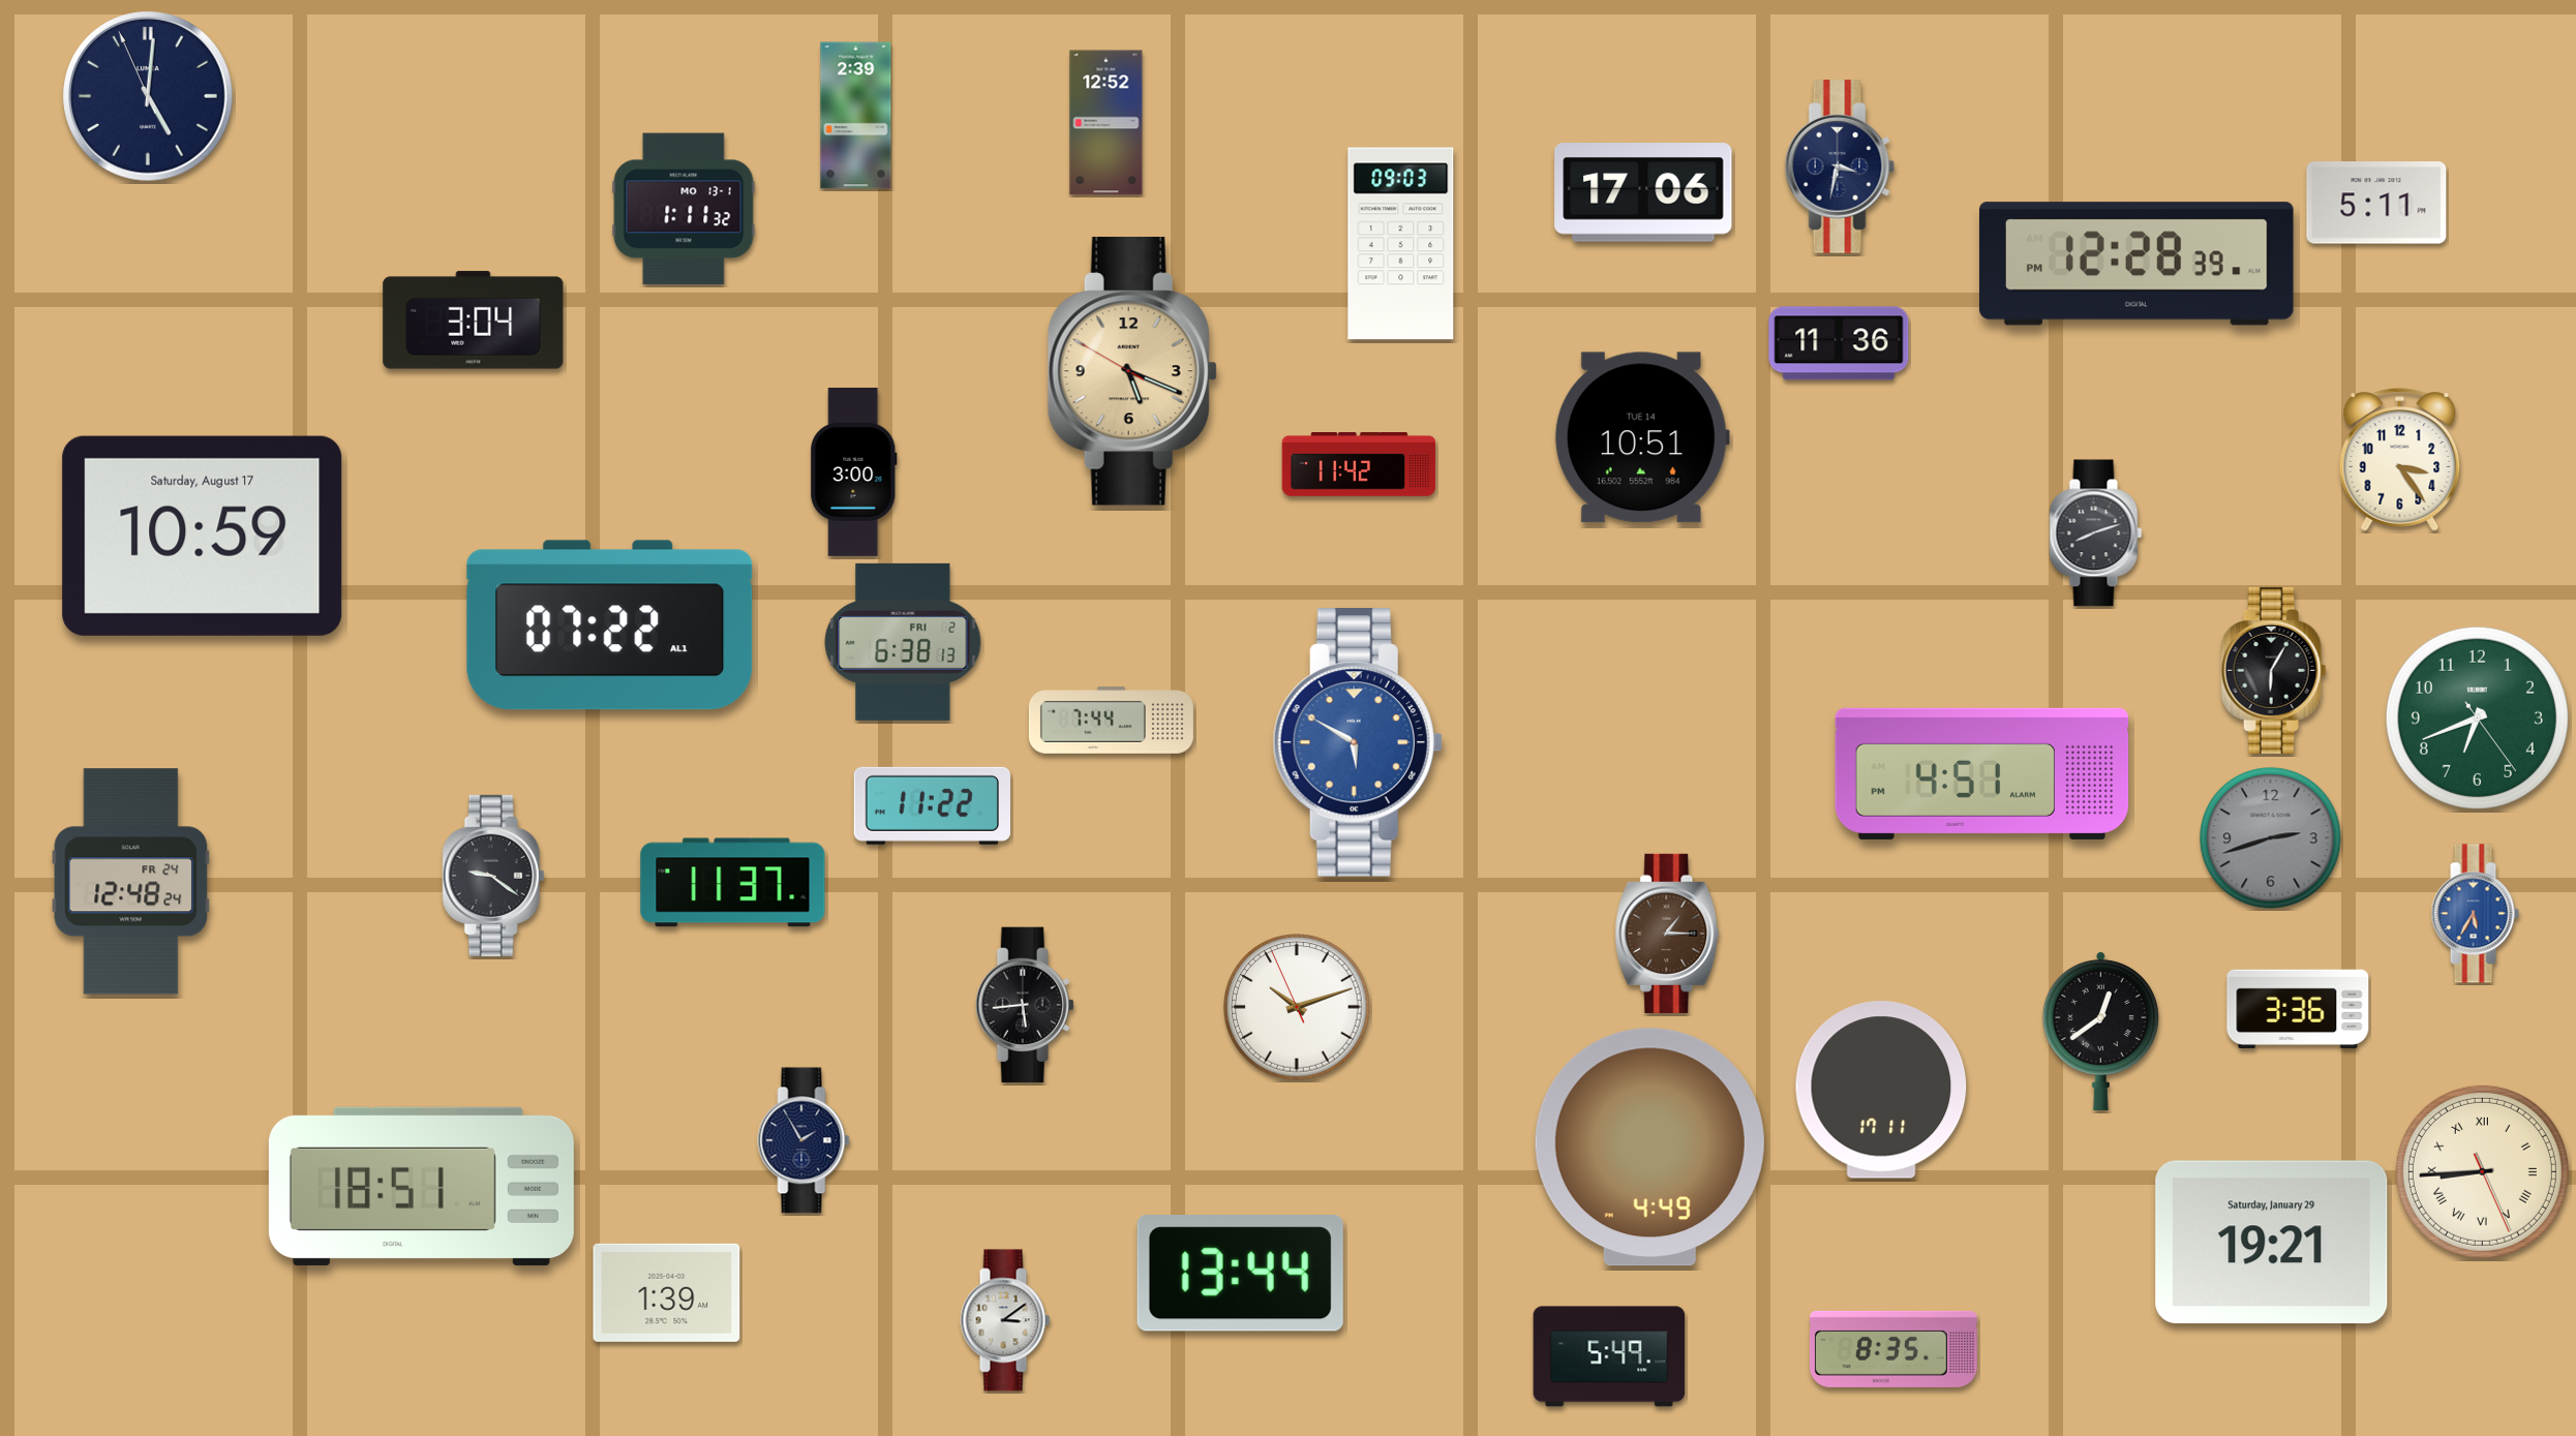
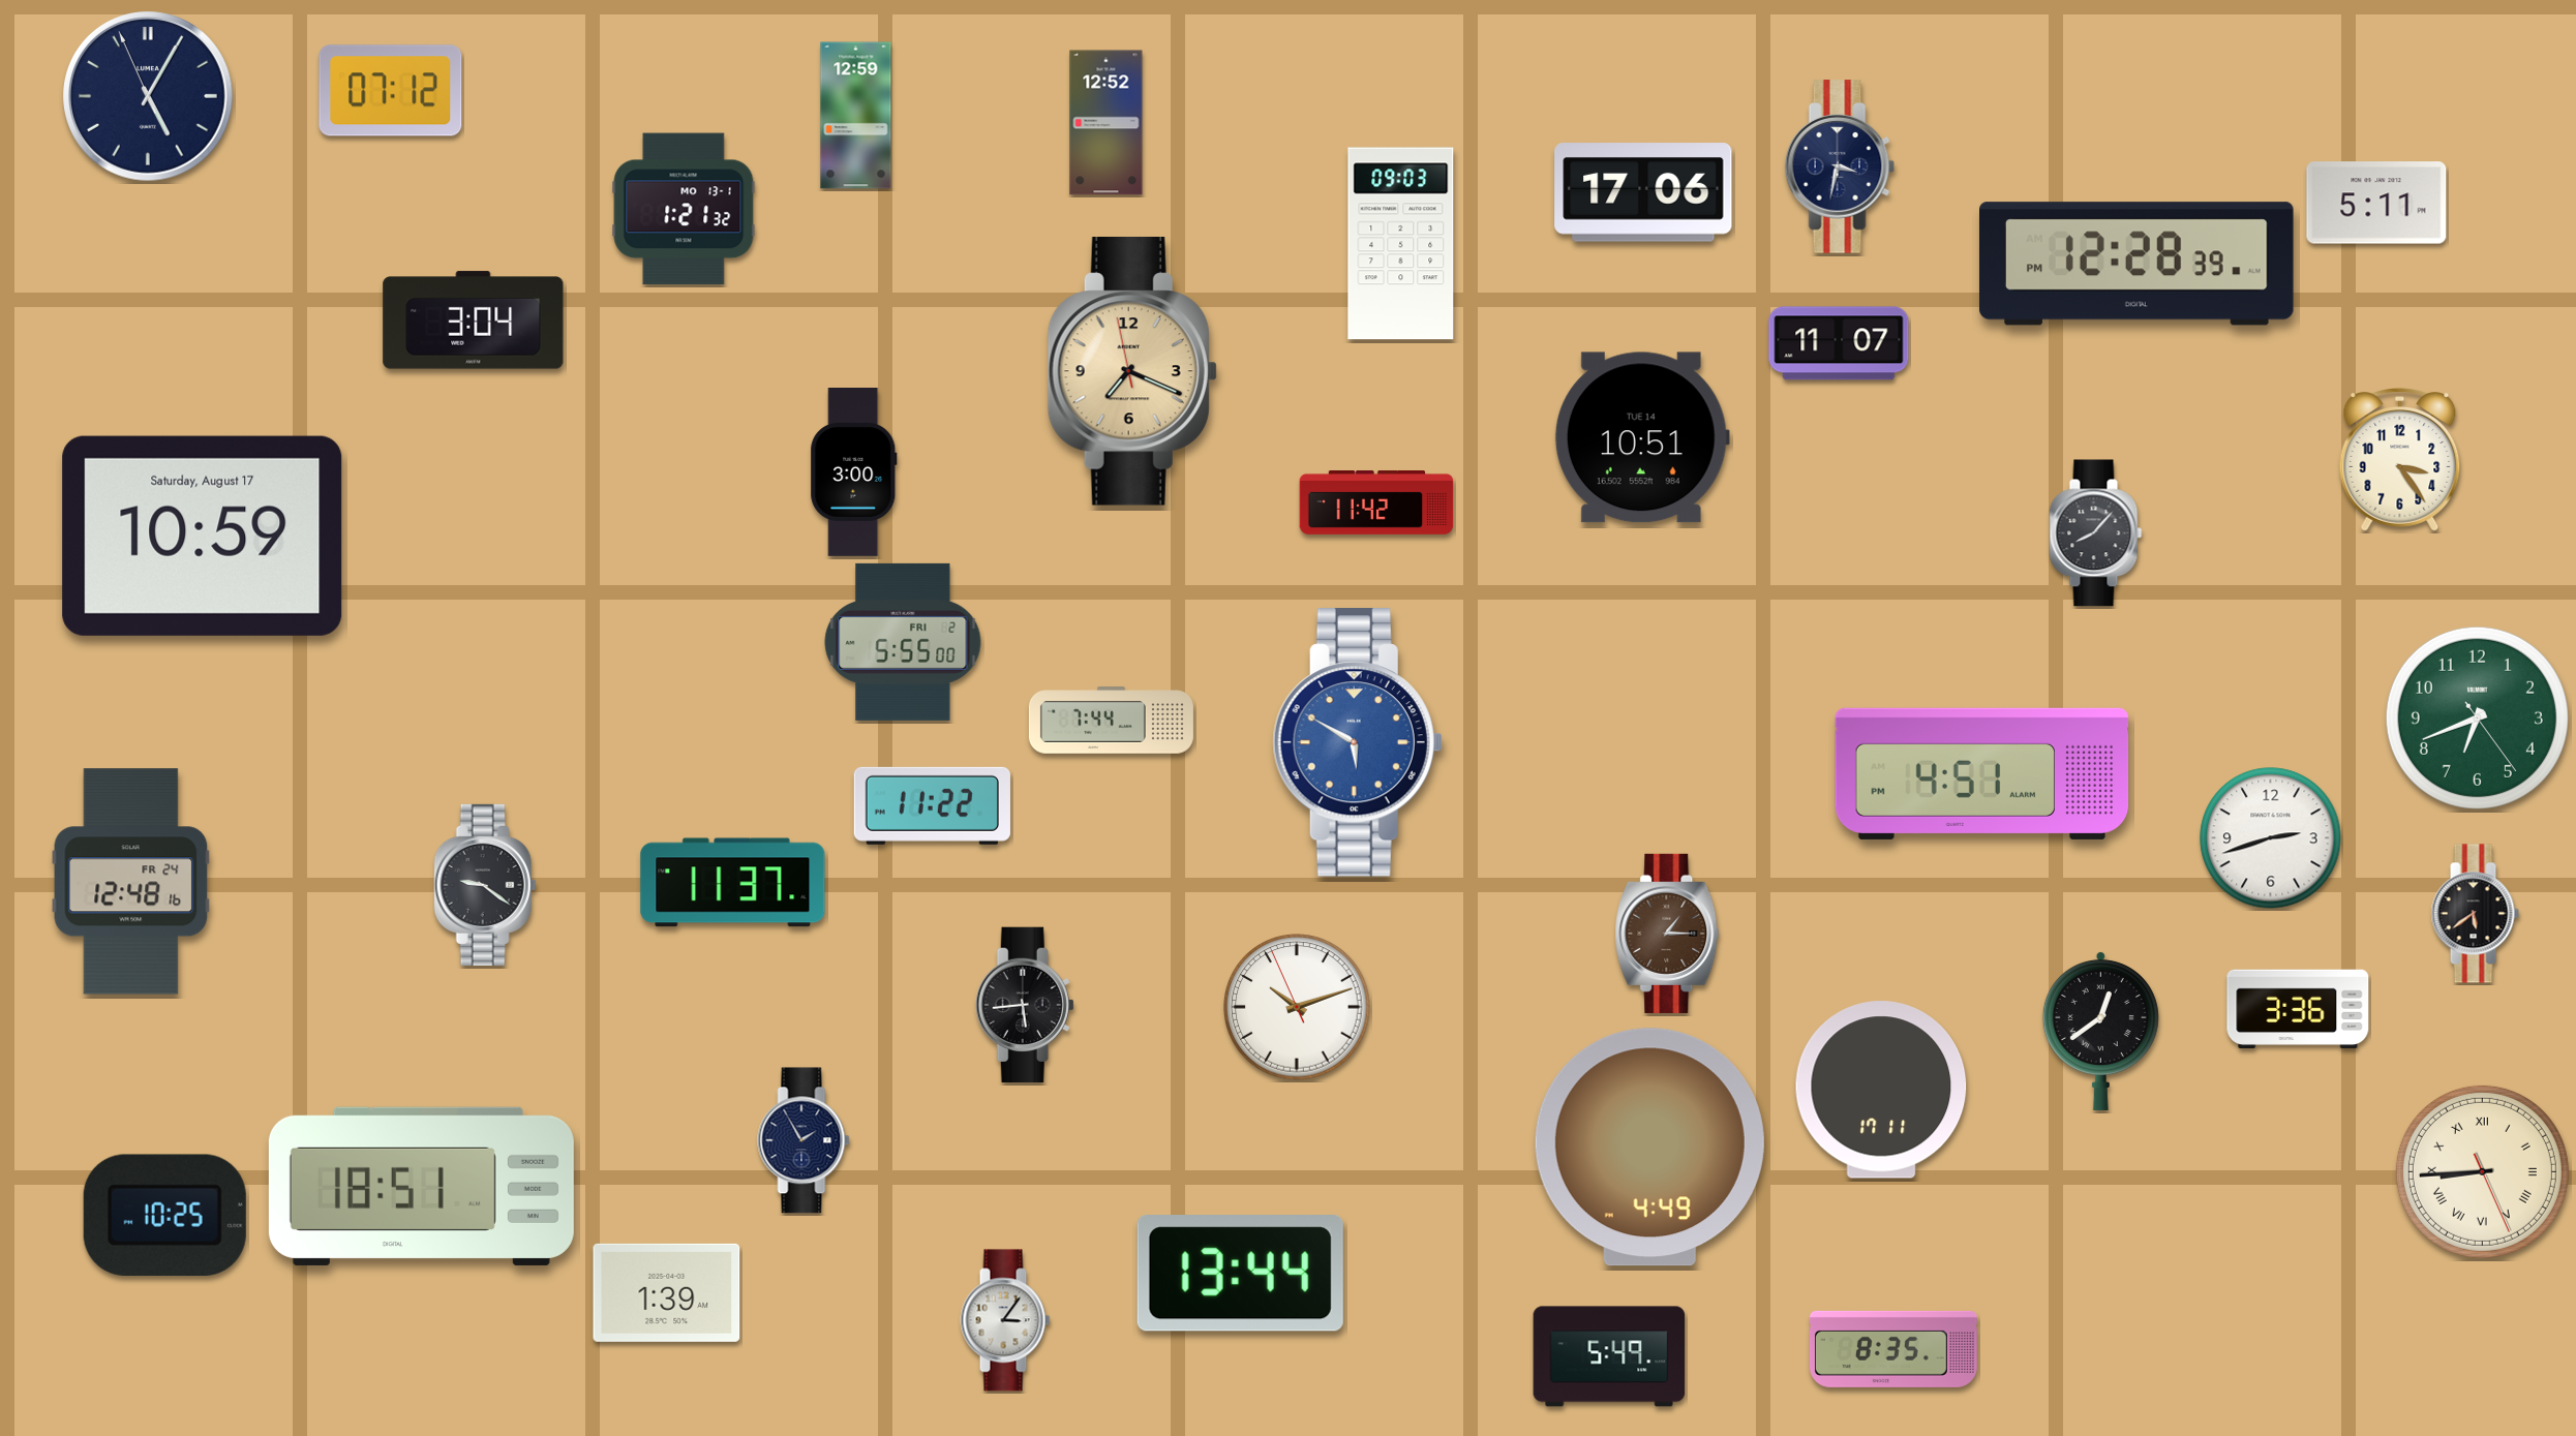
clock at (391, 91): none -> 07:12
clock at (149, 97): 5:00 -> 5:04
clock at (856, 116): 2:39 -> 12:59
clock at (684, 209): 1:11 -> 1:21
clock at (1839, 343): 11:36 -> 11:07
clock at (1132, 372): 5:18 -> 7:18
clock at (1359, 465) position: (1359, 465) -> (1376, 503)
clock at (2096, 533): 8:12 -> 8:07
clock at (610, 625): 07:22 -> none
clock at (903, 642): 6:38 -> 5:55
clock at (2274, 670): 6:05 -> none
clock at (2271, 838) dial: grey -> white
clock at (493, 876) position: (493, 876) -> (485, 885)
clock at (131, 882): 12:48:24 -> 12:48:16
clock at (2475, 914): 5:35 -> 5:39
clock at (2475, 914) dial: blue -> black
clock at (164, 1215): none -> 10:25
clock at (2272, 1243): 19:21 -> none
clock at (1005, 1320): 3:09 -> 3:06
